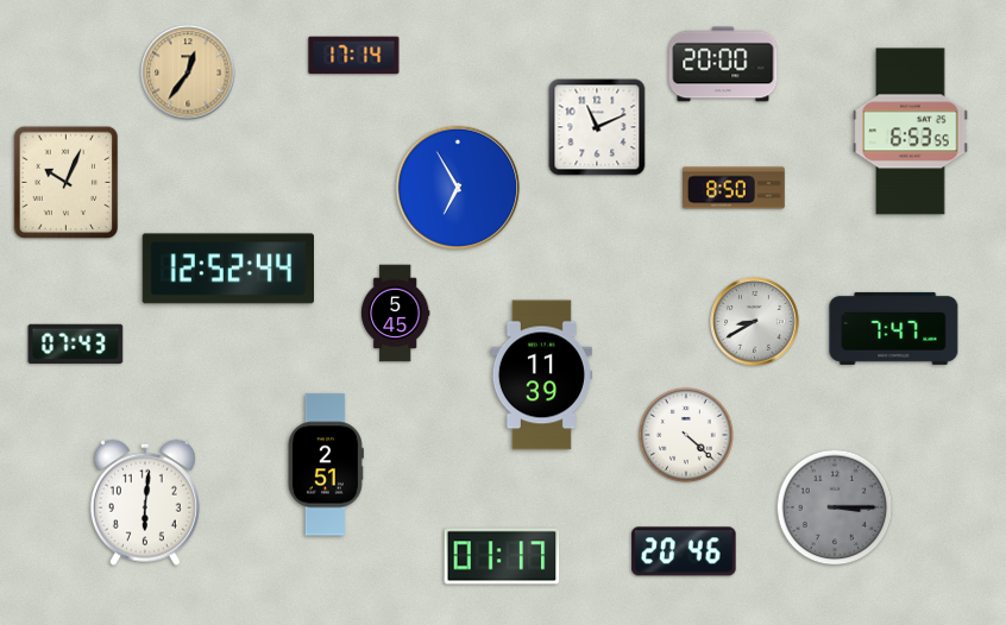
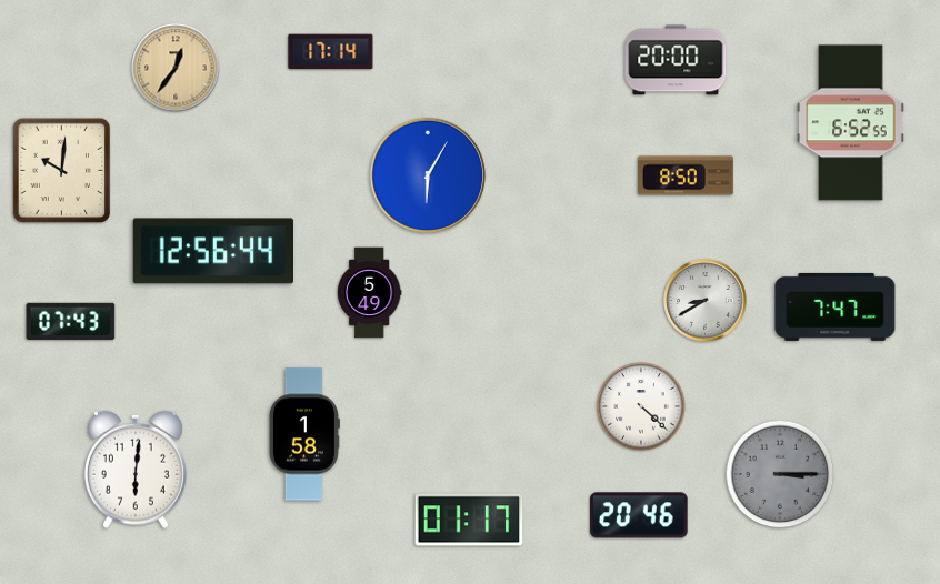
clock at (597, 127): 11:11 -> none
clock at (911, 132): 6:53 -> 6:52
clock at (67, 183): 10:04 -> 10:01
clock at (458, 188): 6:55 -> 6:05
clock at (227, 269): 12:52 -> 12:56
clock at (395, 314): 5:45 -> 5:49
clock at (541, 375): 11:39 -> none
clock at (326, 465): 2:51 -> 1:58
